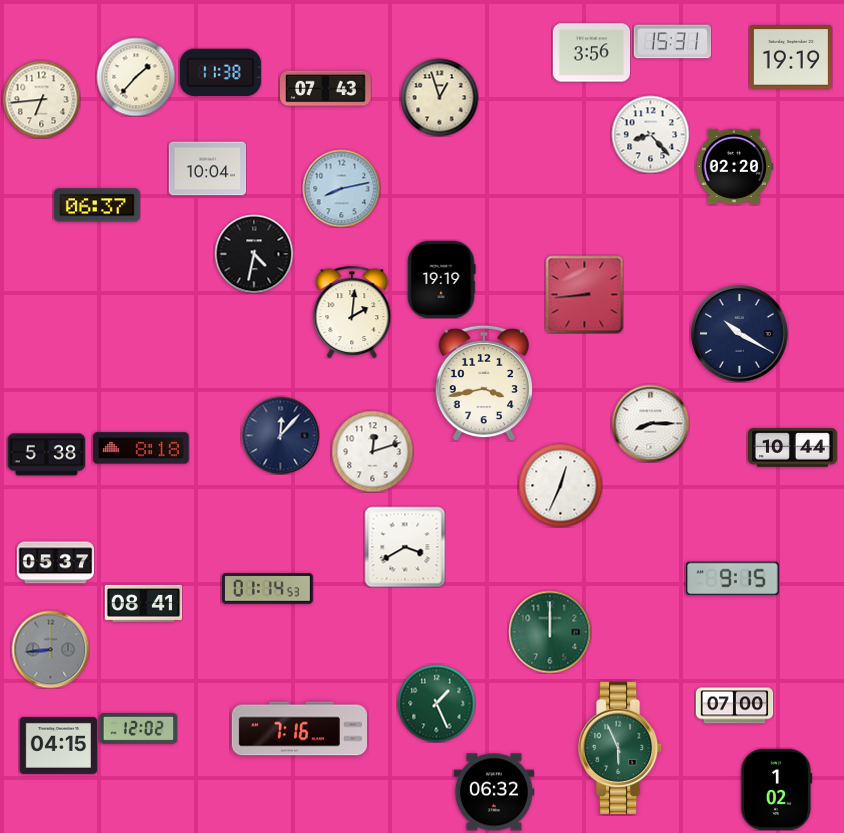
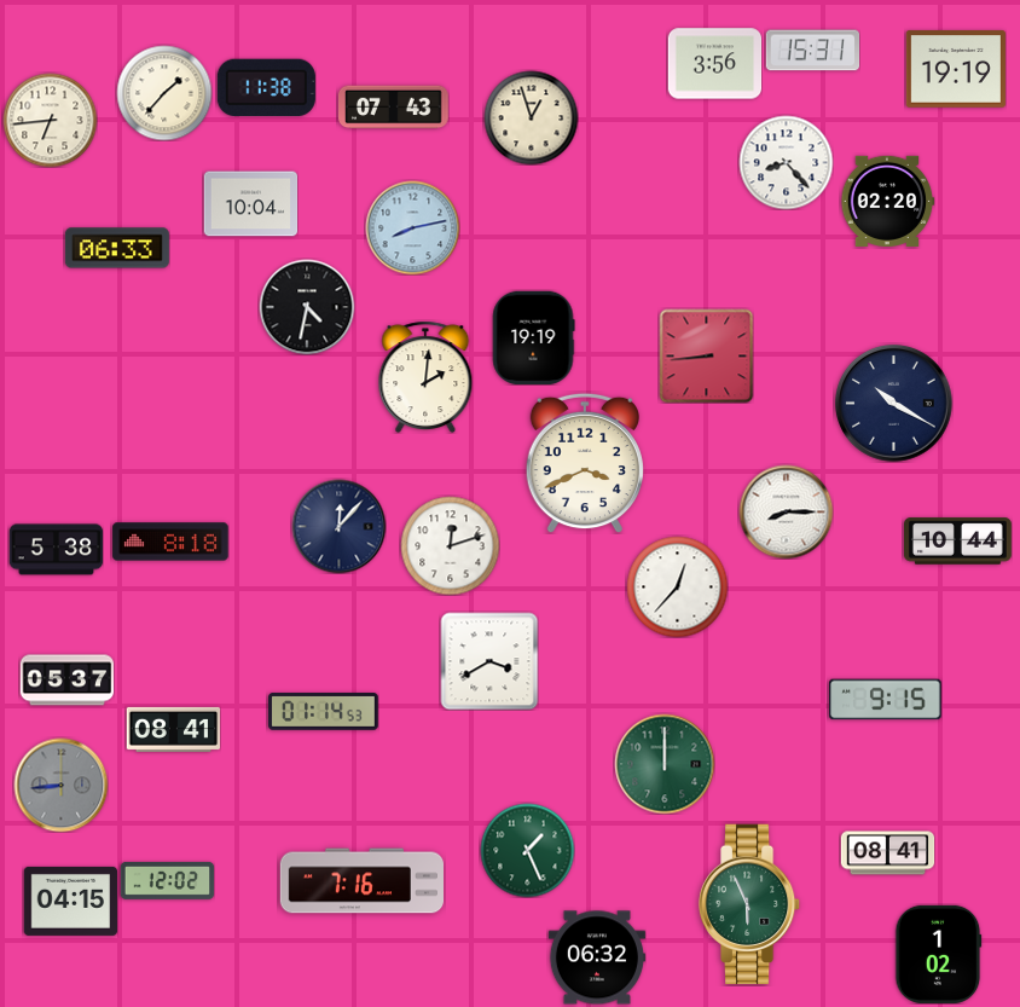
clock at (97, 205): 06:37 -> 06:33
clock at (484, 383): 3:43 -> 3:41
clock at (560, 485): 12:34 -> 12:37
clock at (734, 706): 07:00 -> 08:41
